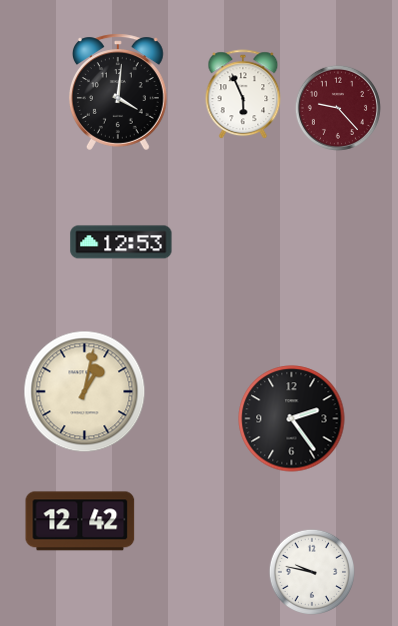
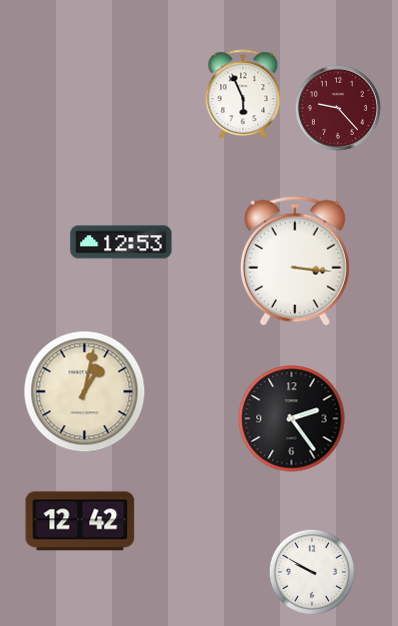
clock at (118, 92): 4:01 -> none
clock at (295, 261): none -> 3:16
clock at (311, 571): 9:47 -> 9:50
